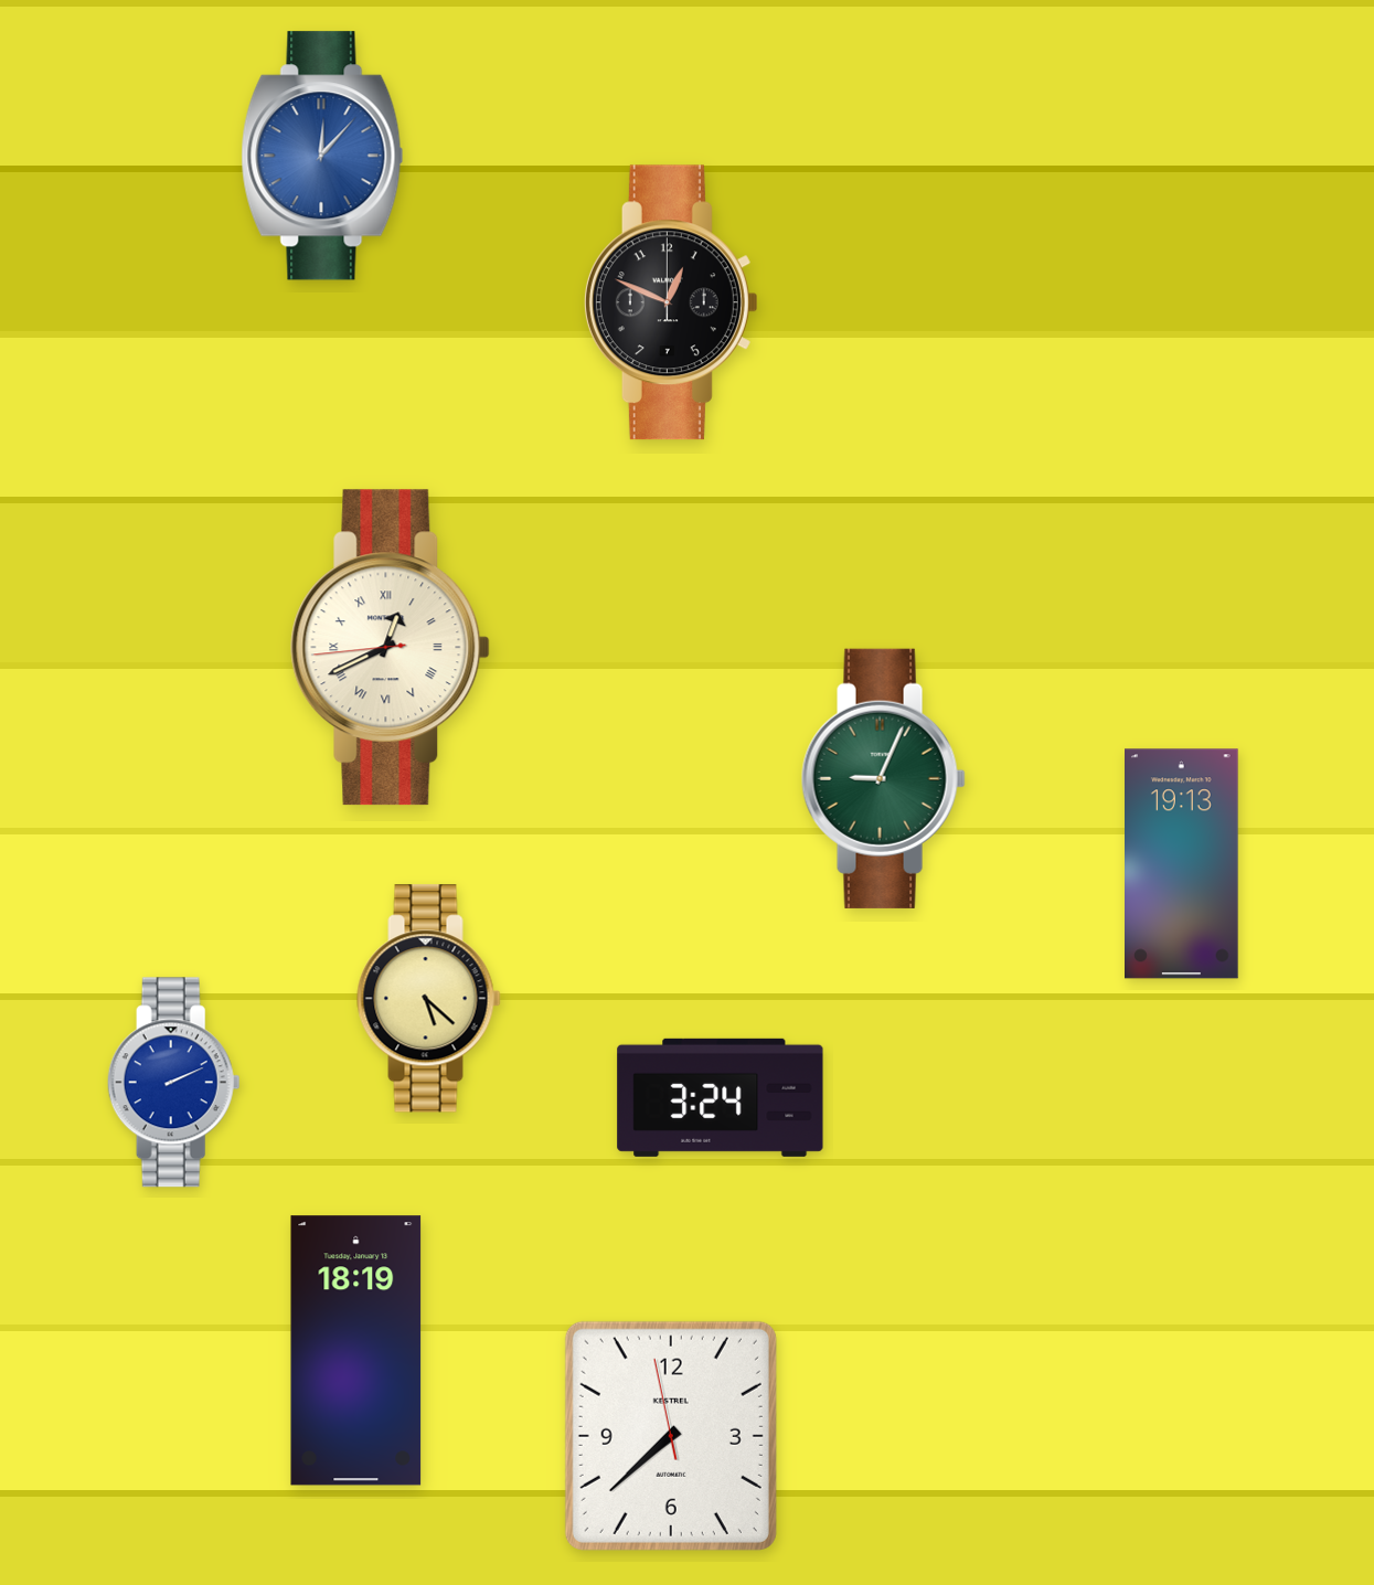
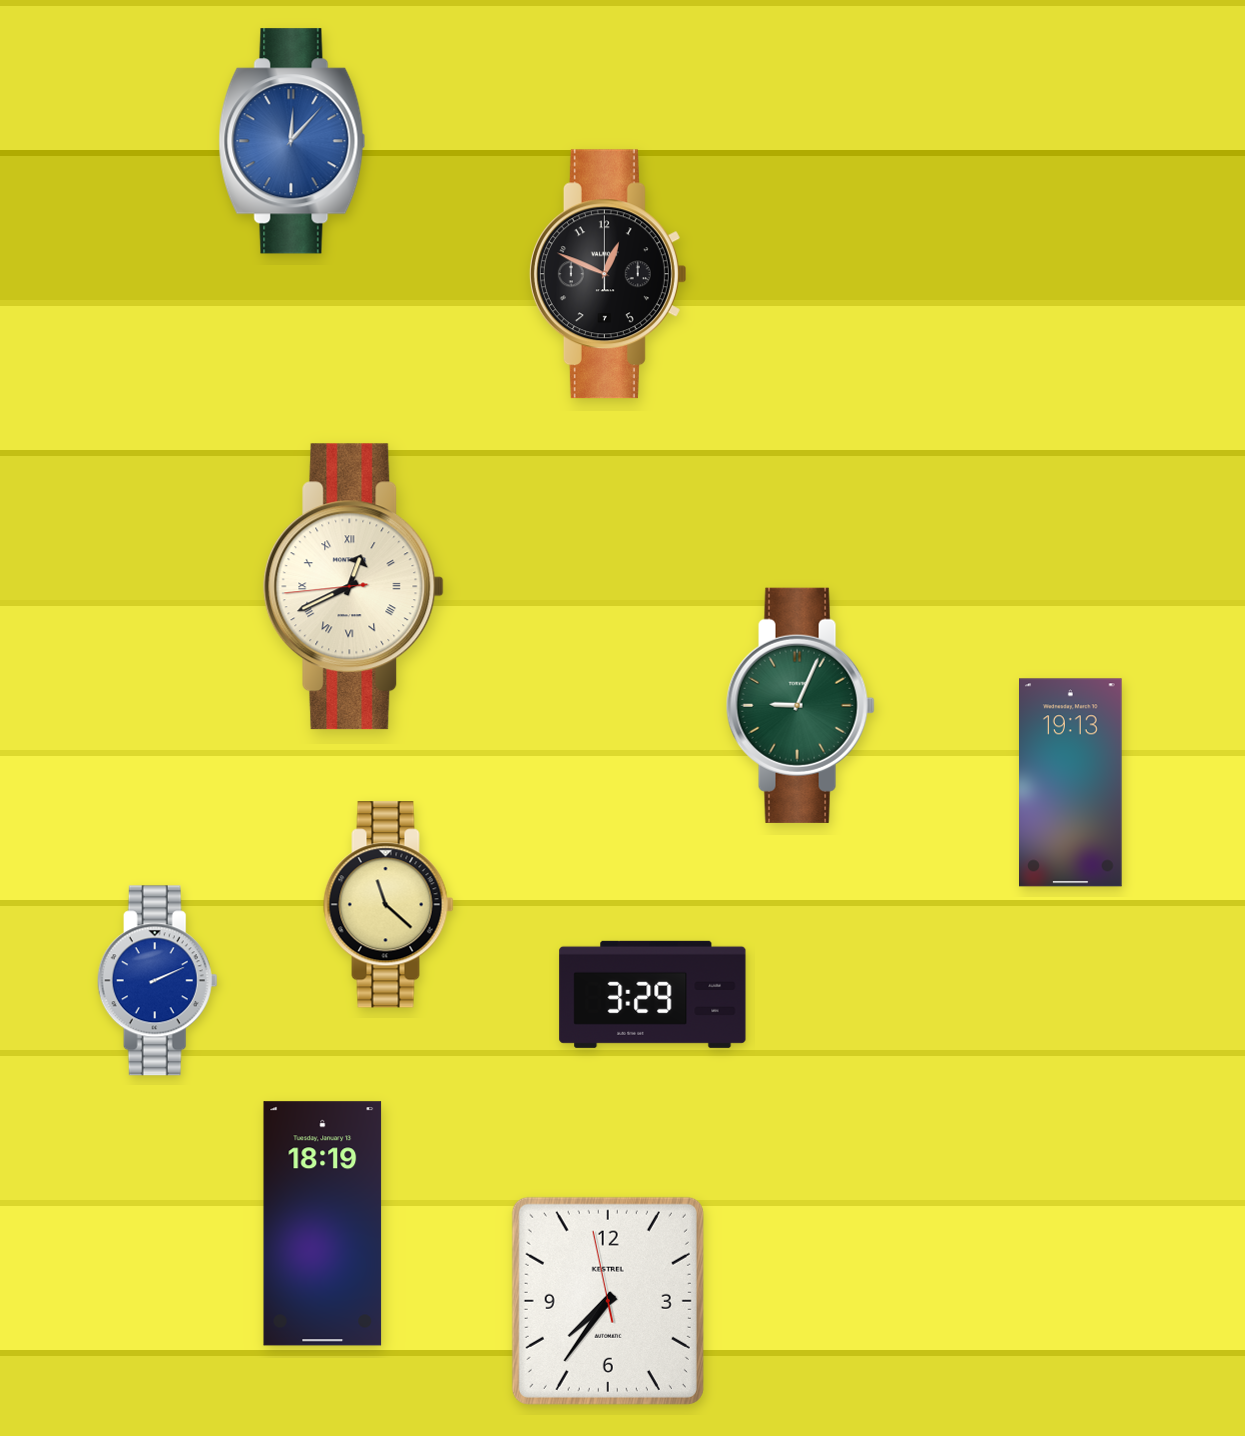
clock at (429, 999): 5:22 -> 11:22
clock at (721, 1097): 3:24 -> 3:29
clock at (671, 1436): 7:37 -> 7:35
